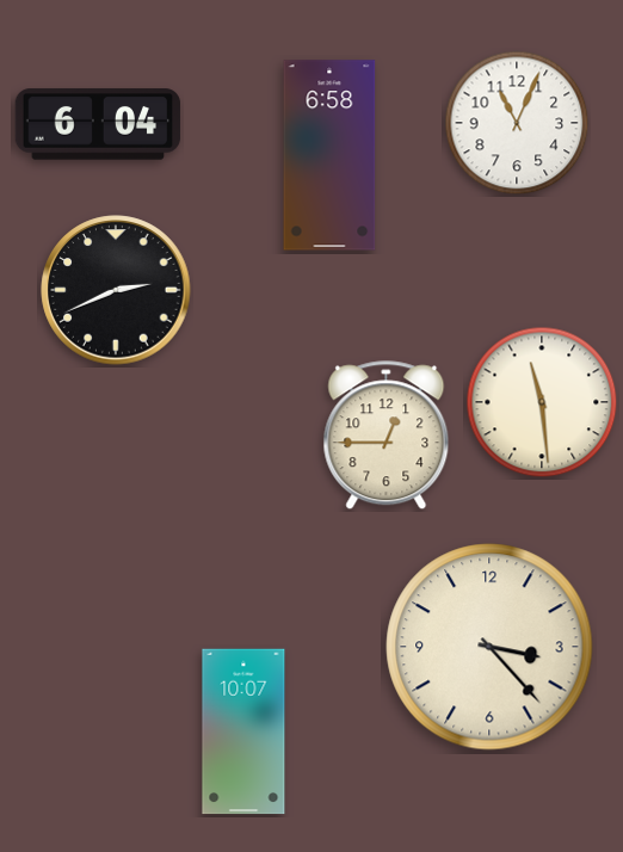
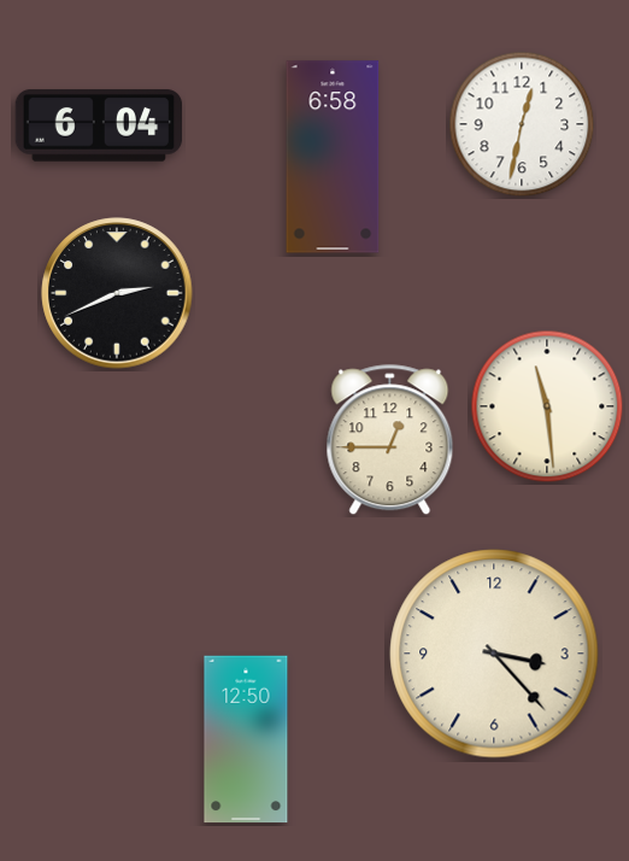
clock at (517, 123): 11:04 -> 12:32
clock at (243, 731): 10:07 -> 12:50
